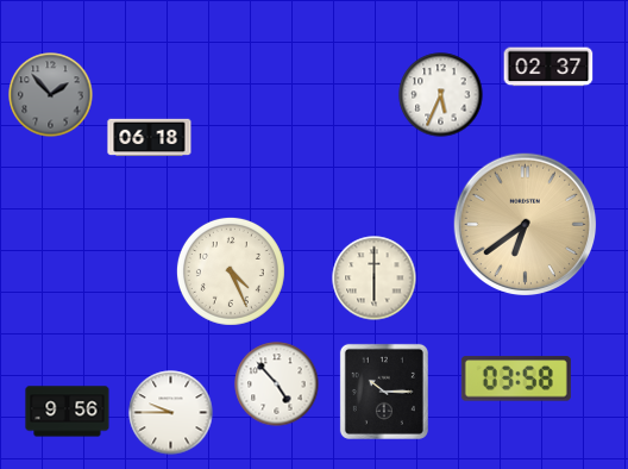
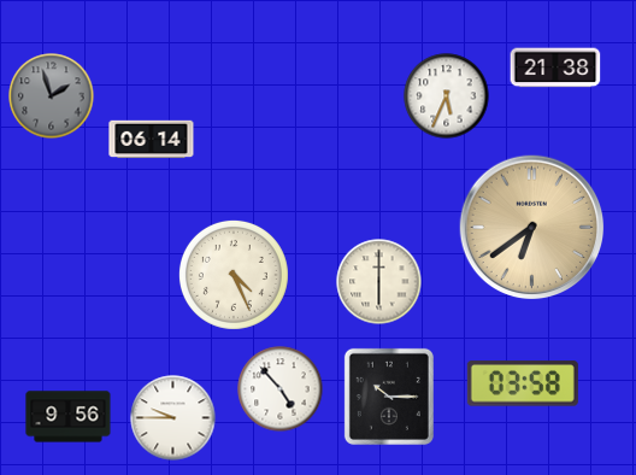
clock at (548, 67): 02:37 -> 21:38
clock at (51, 95): 1:53 -> 1:57
clock at (150, 138): 06:18 -> 06:14
